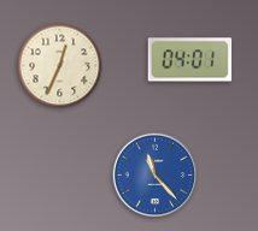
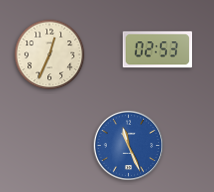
clock at (190, 60): 04:01 -> 02:53
clock at (156, 176): 11:23 -> 11:26
